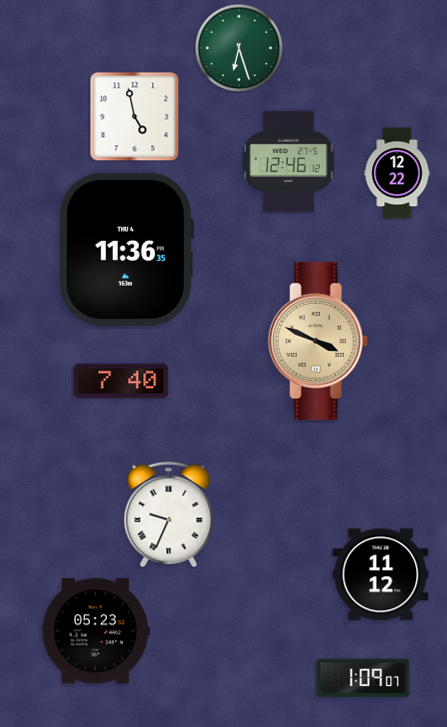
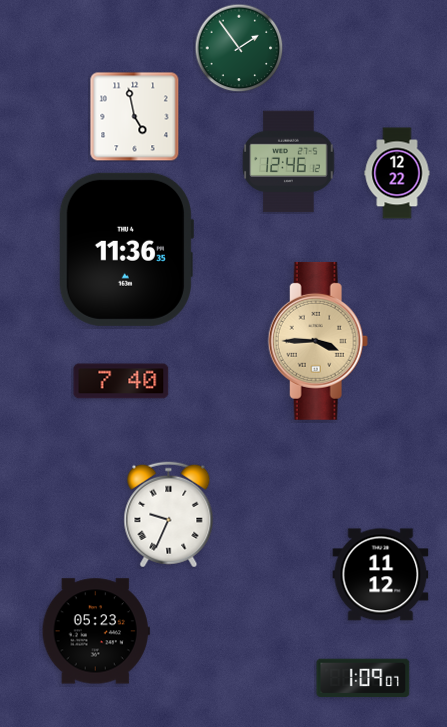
clock at (239, 48): 6:27 -> 1:54
clock at (318, 341): 3:49 -> 3:45
